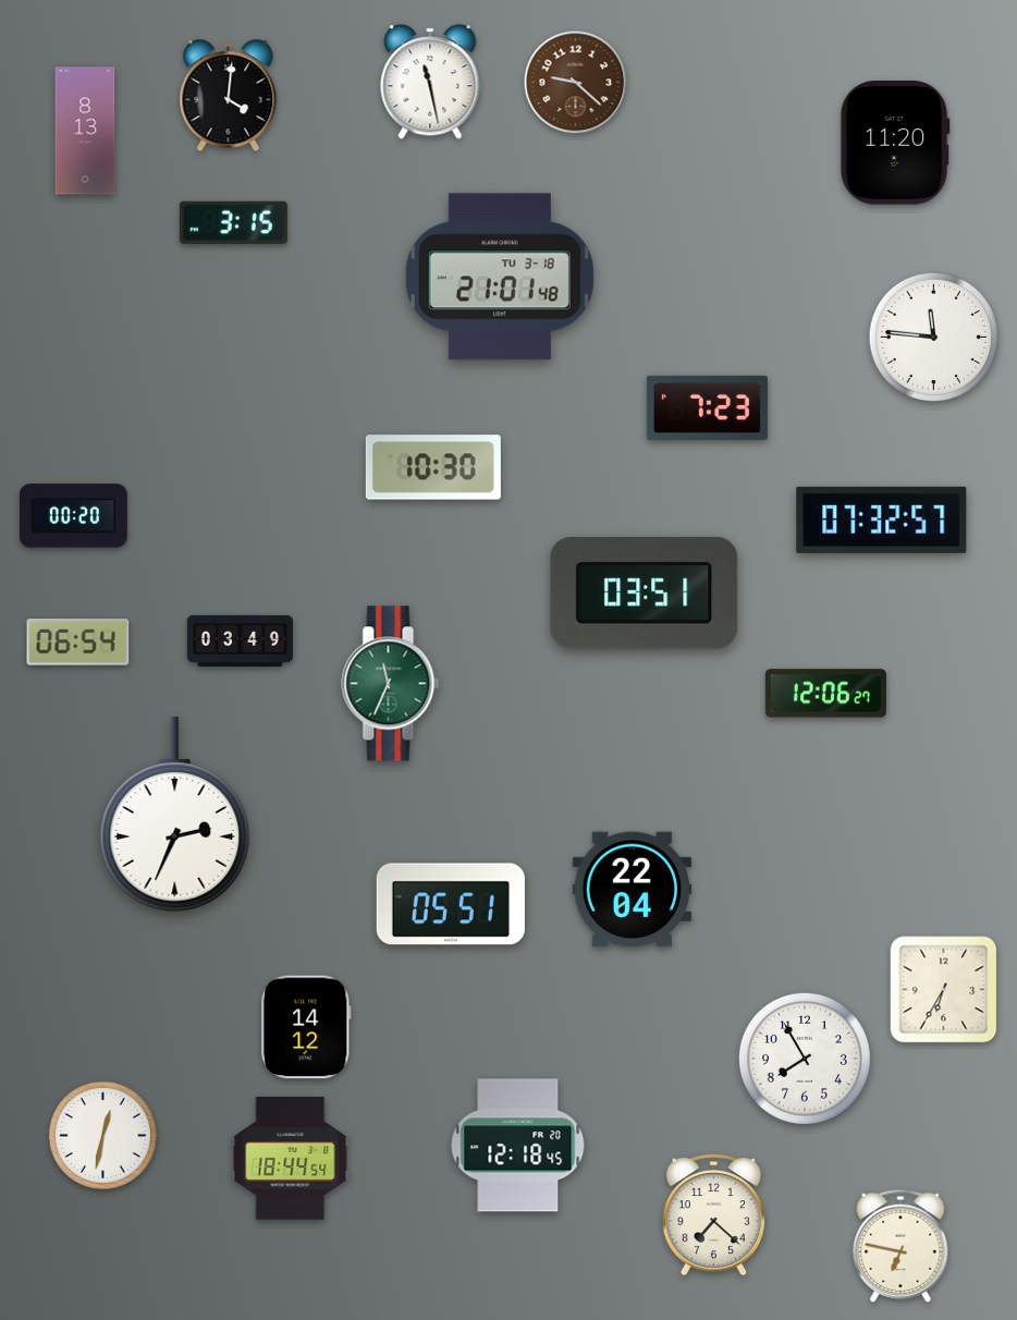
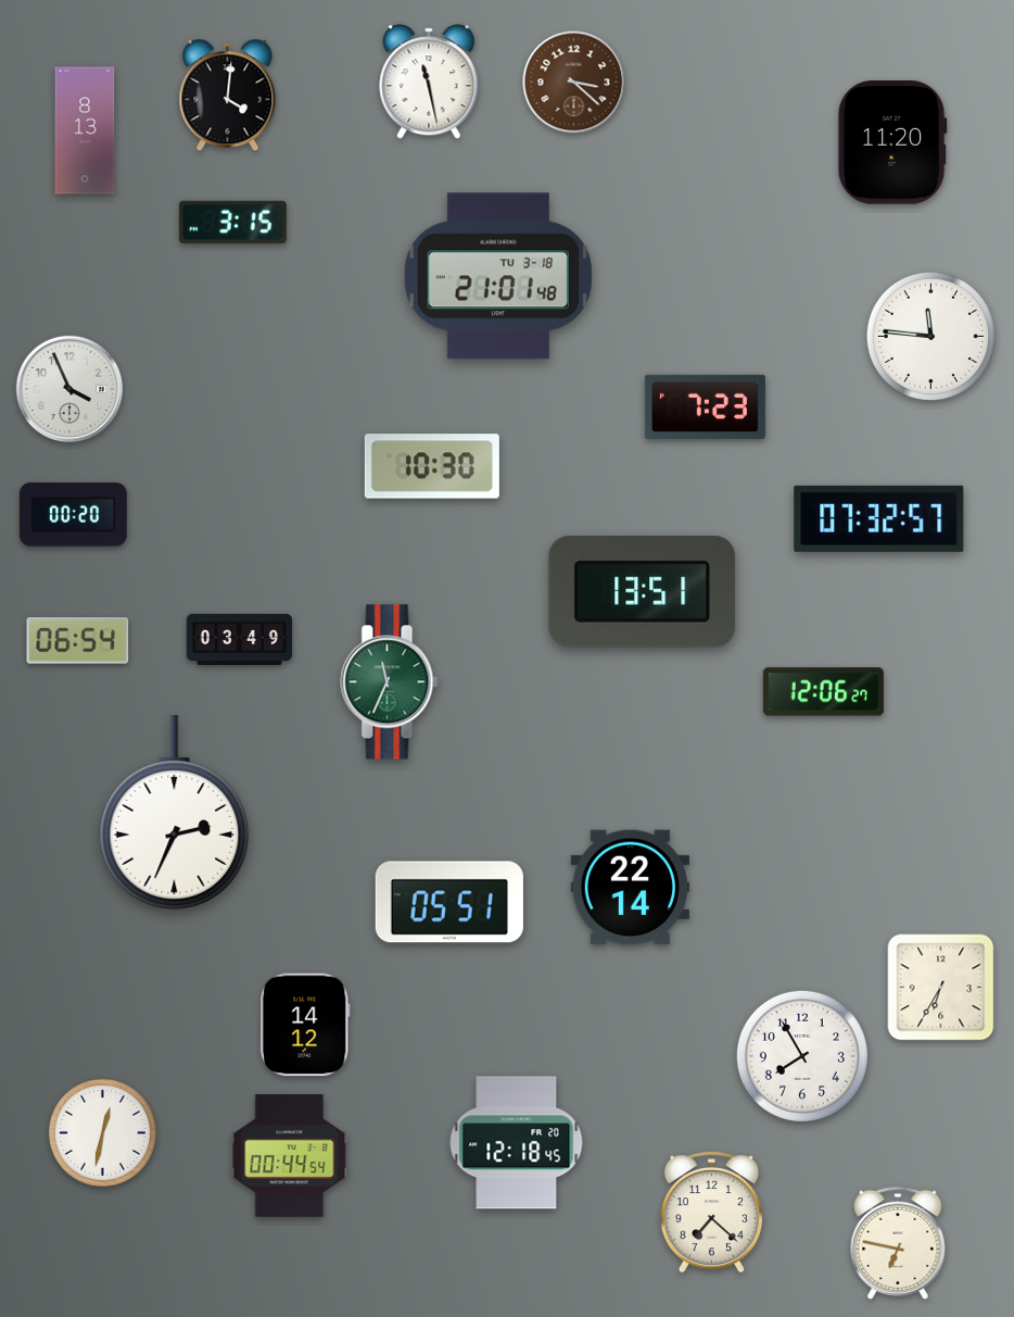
clock at (576, 83): 9:22 -> 3:22
clock at (69, 389): none -> 3:56
clock at (645, 592): 03:51 -> 13:51
clock at (633, 890): 22:04 -> 22:14
clock at (291, 1159): 18:44 -> 00:44
